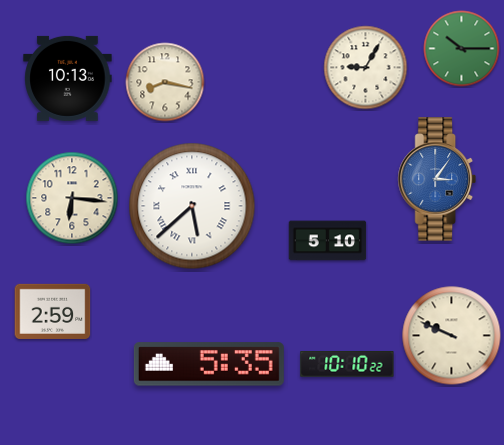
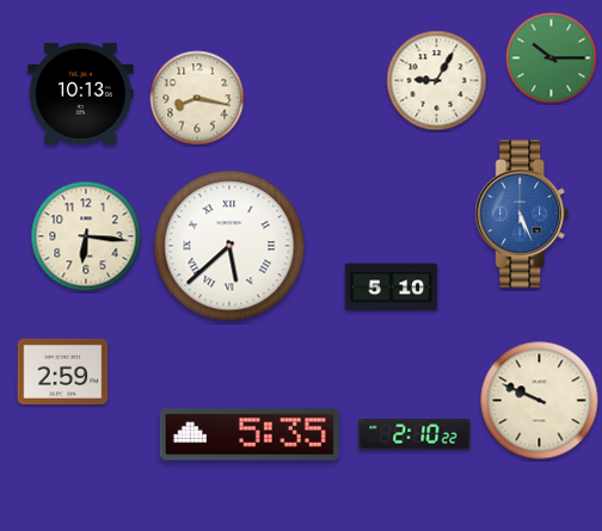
clock at (437, 179): 3:06 -> 5:26
clock at (347, 364): 10:10 -> 2:10
